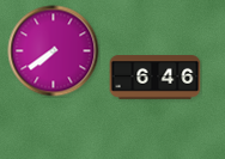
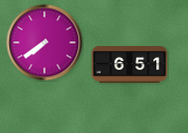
clock at (156, 78): 6:46 -> 6:51
